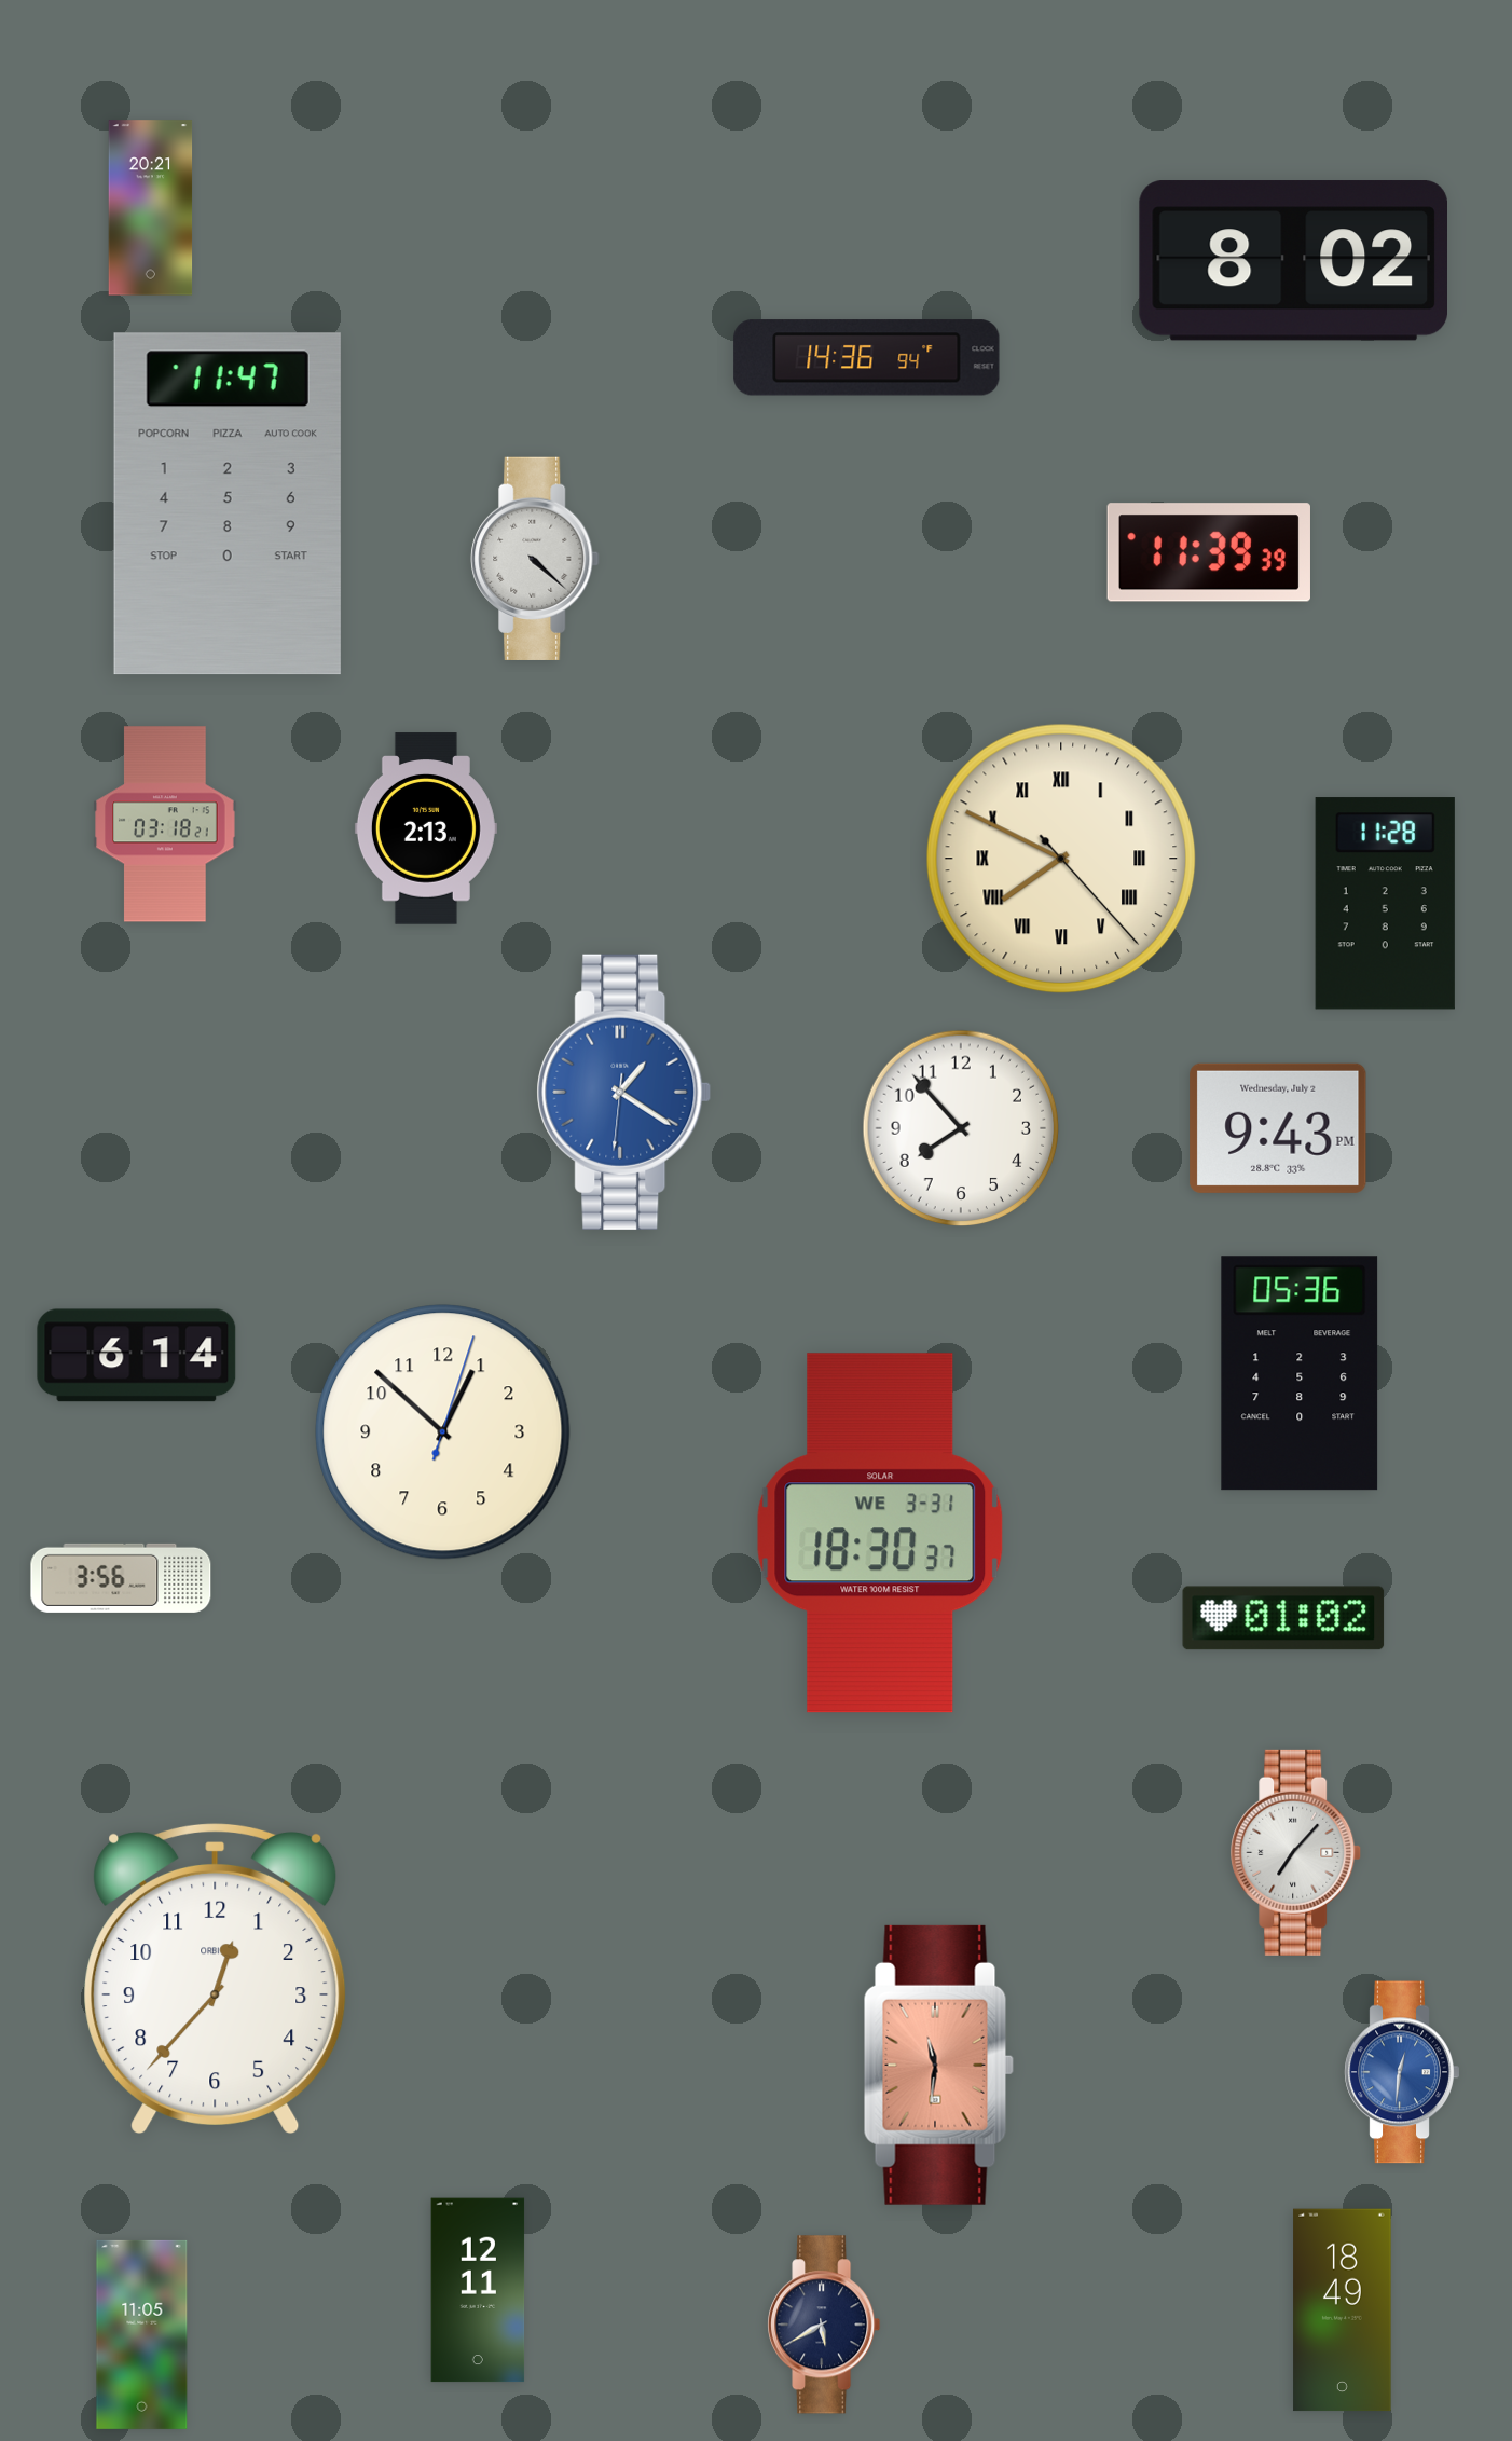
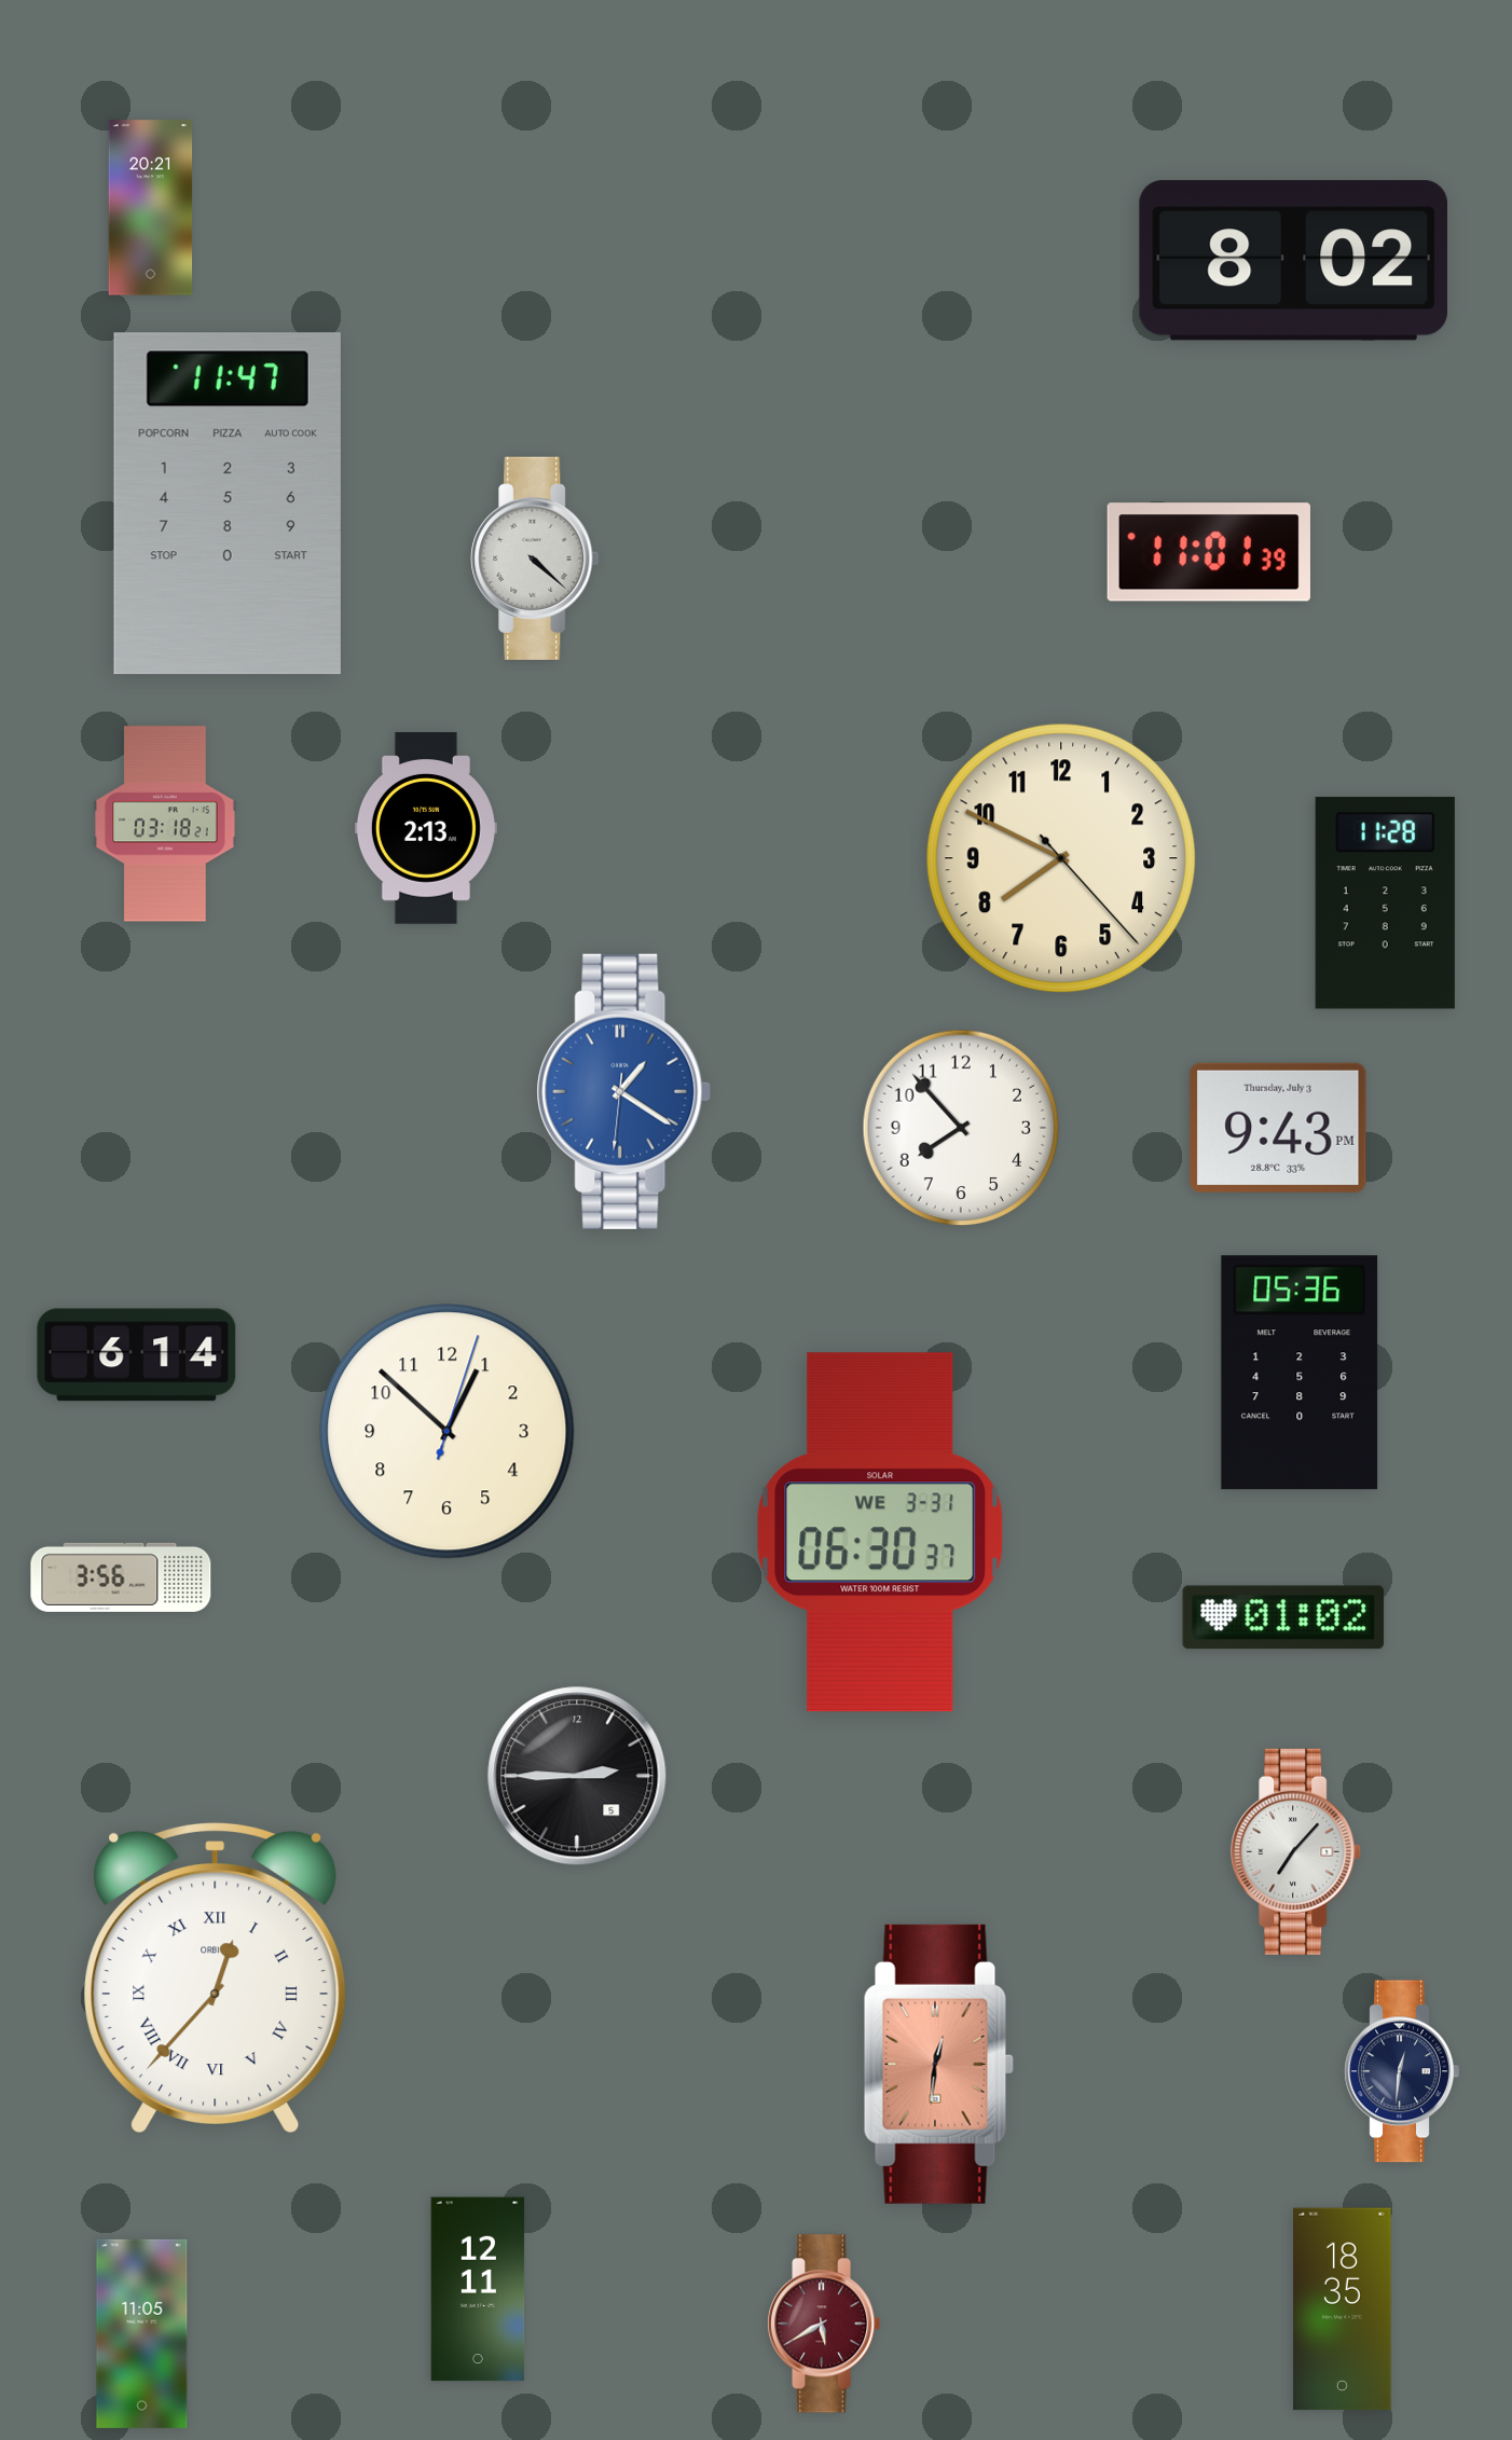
clock at (867, 358): 14:36 -> none
clock at (1209, 552): 11:39 -> 11:01
clock at (1061, 858) numerals: Roman -> Arabic
clock at (1278, 1128) date: Wednesday, July 2 -> Thursday, July 3
clock at (443, 1432) position: (443, 1432) -> (448, 1432)
clock at (880, 1533): 18:30 -> 06:30
clock at (577, 1776): none -> 2:45
clock at (216, 1977) numerals: Arabic -> Roman
clock at (938, 2065): 11:31 -> 12:31
clock at (1402, 2072) dial: blue -> navy
clock at (1343, 2310): 18:49 -> 18:35
clock at (824, 2325) dial: navy -> burgundy
